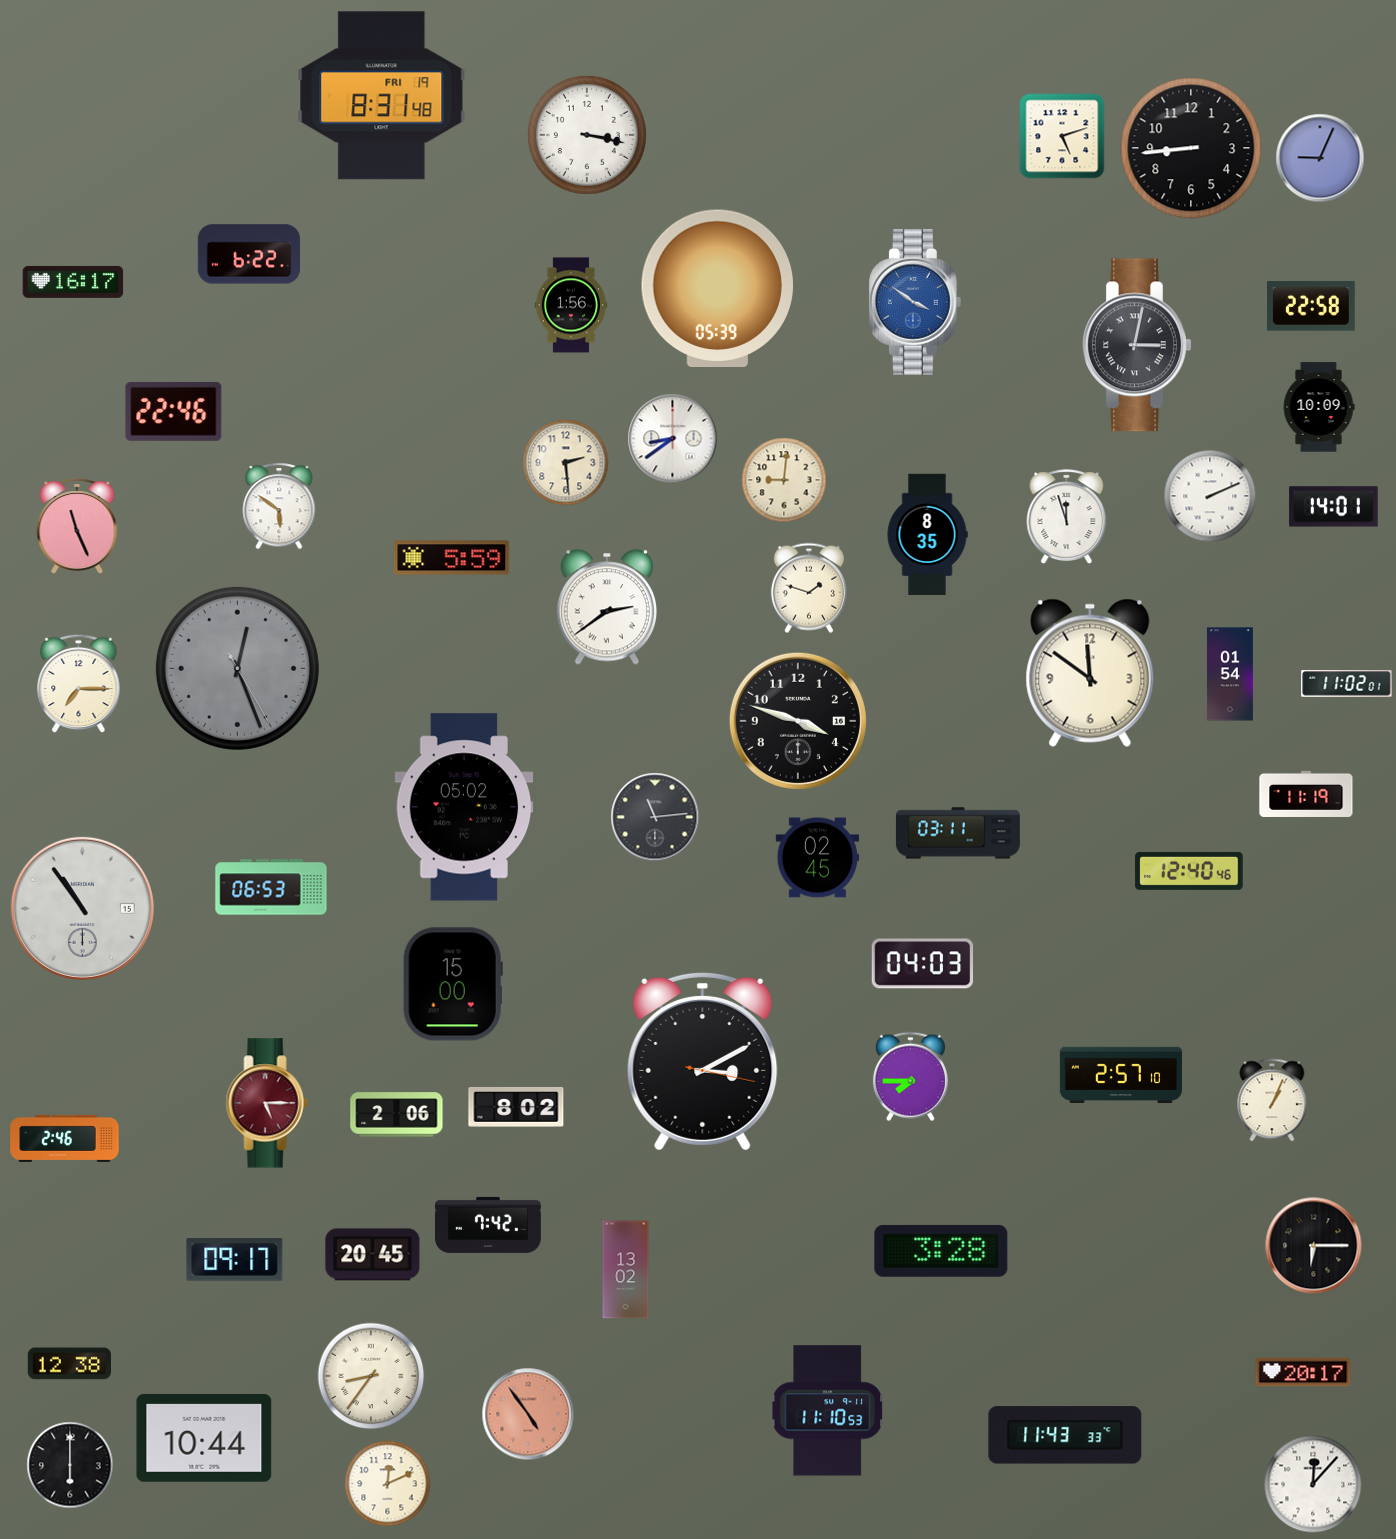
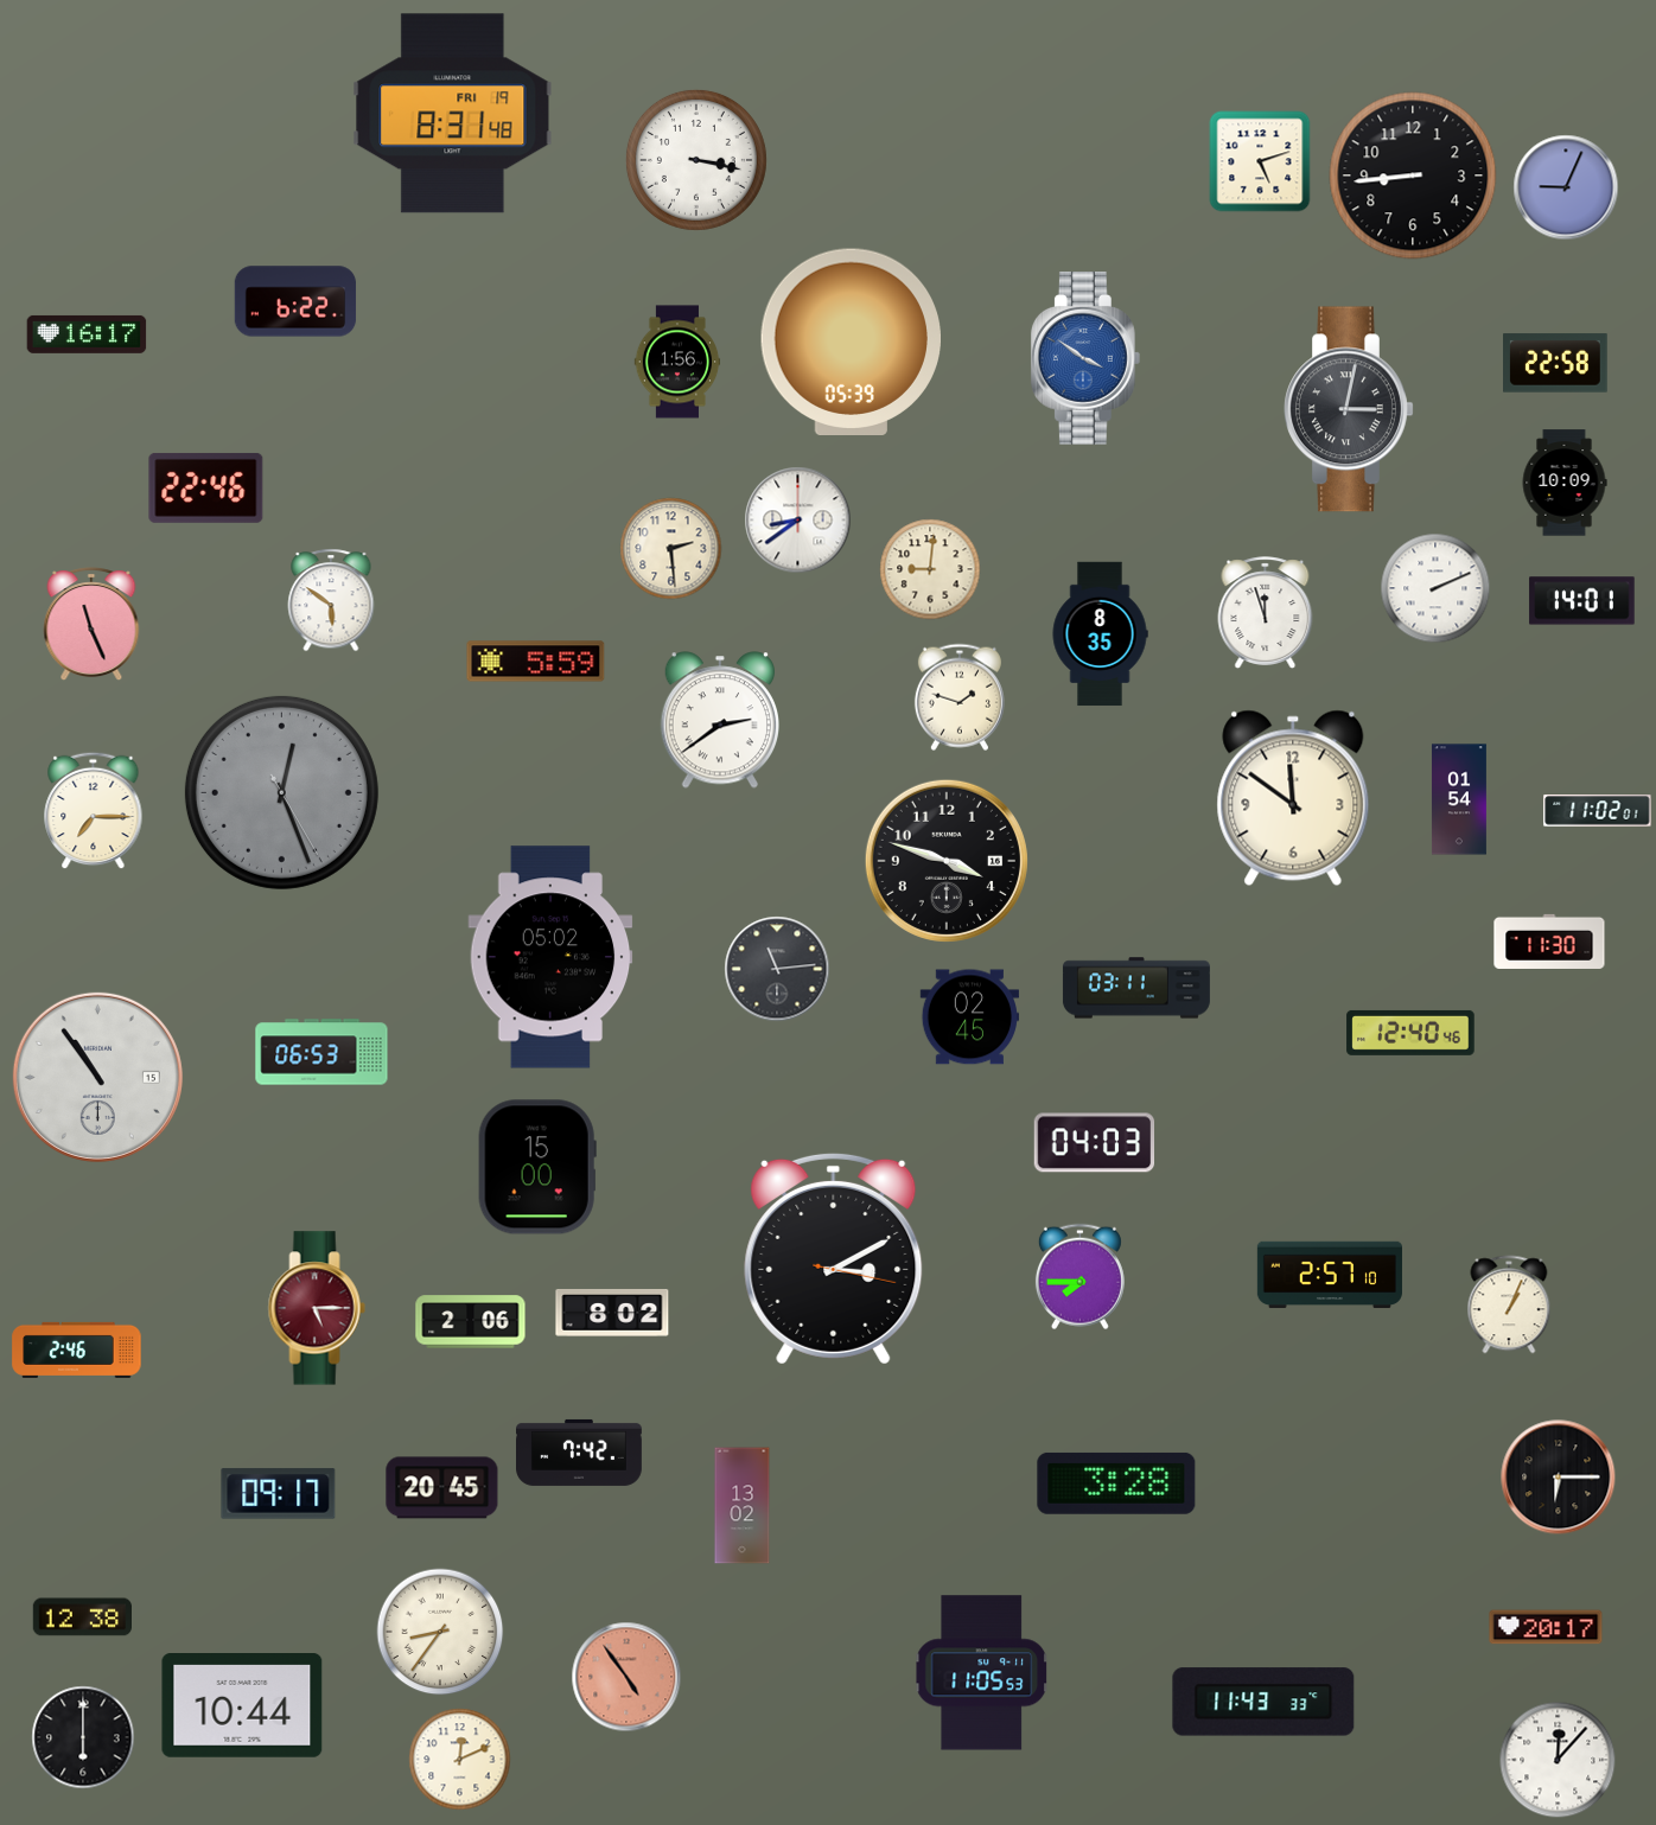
clock at (798, 721) position: (798, 721) -> (947, 861)
clock at (1306, 794): 11:19 -> 11:30
clock at (828, 1411): 11:10 -> 11:05
